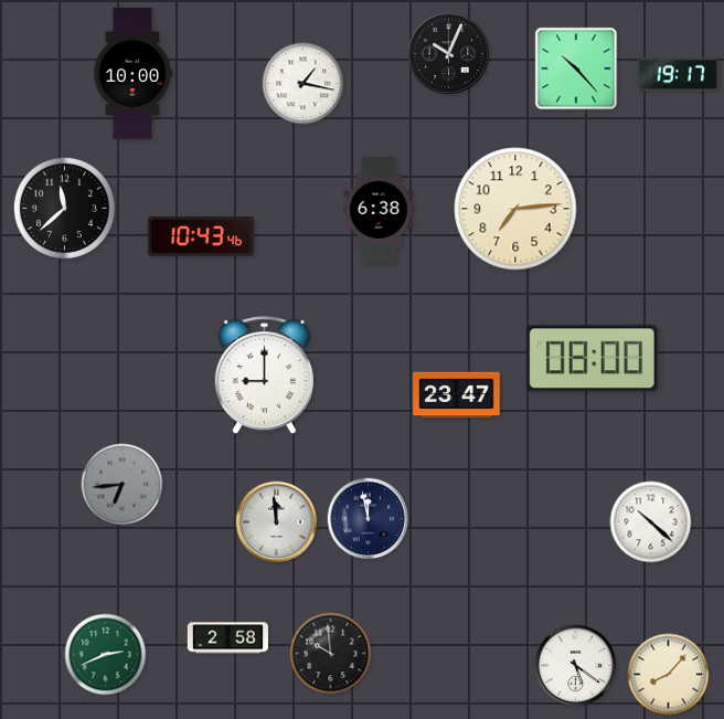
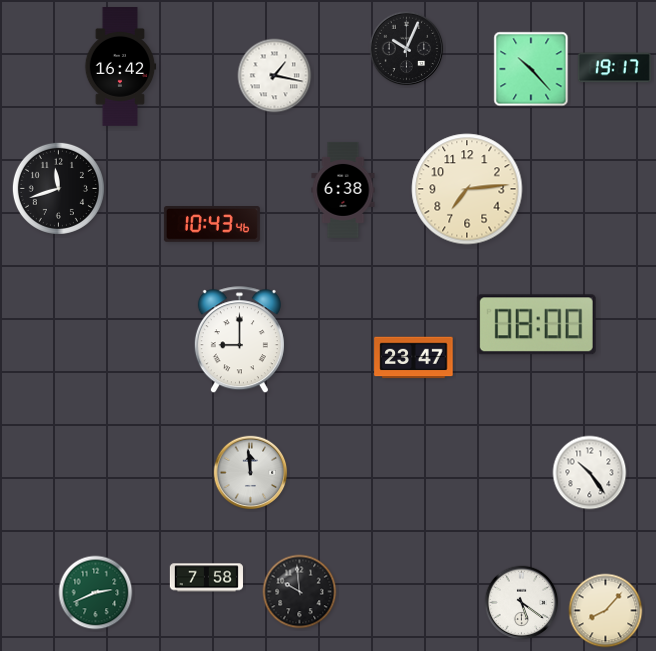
clock at (576, 68) position: (576, 68) -> (531, 69)
clock at (132, 74): 10:00 -> 16:42
clock at (64, 208): 11:38 -> 11:42
clock at (201, 237) position: (201, 237) -> (212, 225)
clock at (123, 485): 6:44 -> none
clock at (369, 519): 11:58 -> none
clock at (651, 522): 10:22 -> 10:24
clock at (227, 638): 2:58 -> 7:58
